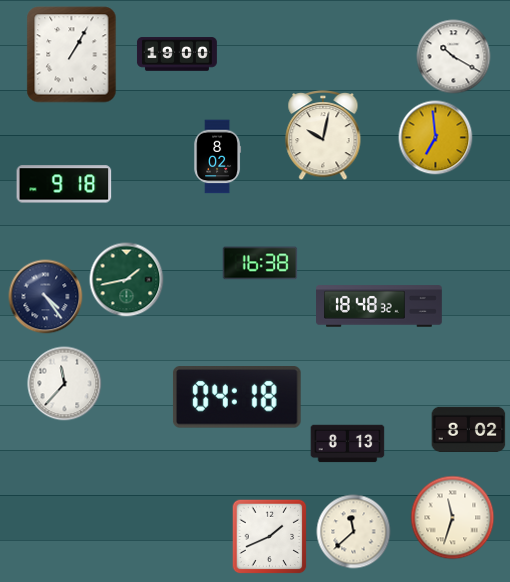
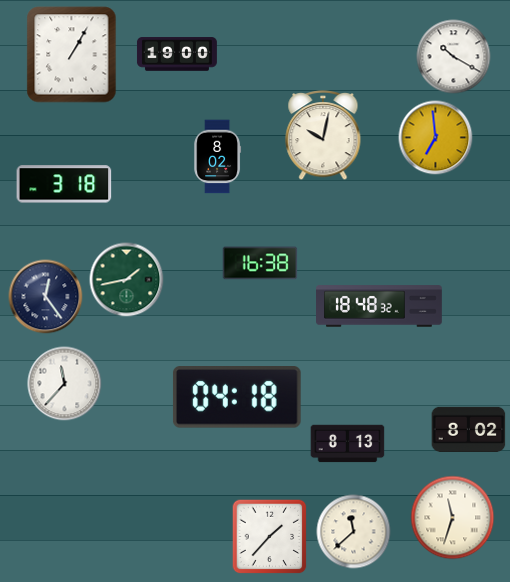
clock at (64, 184): 9:18 -> 3:18
clock at (46, 297): 4:24 -> 12:24
clock at (270, 537): 1:41 -> 1:37
